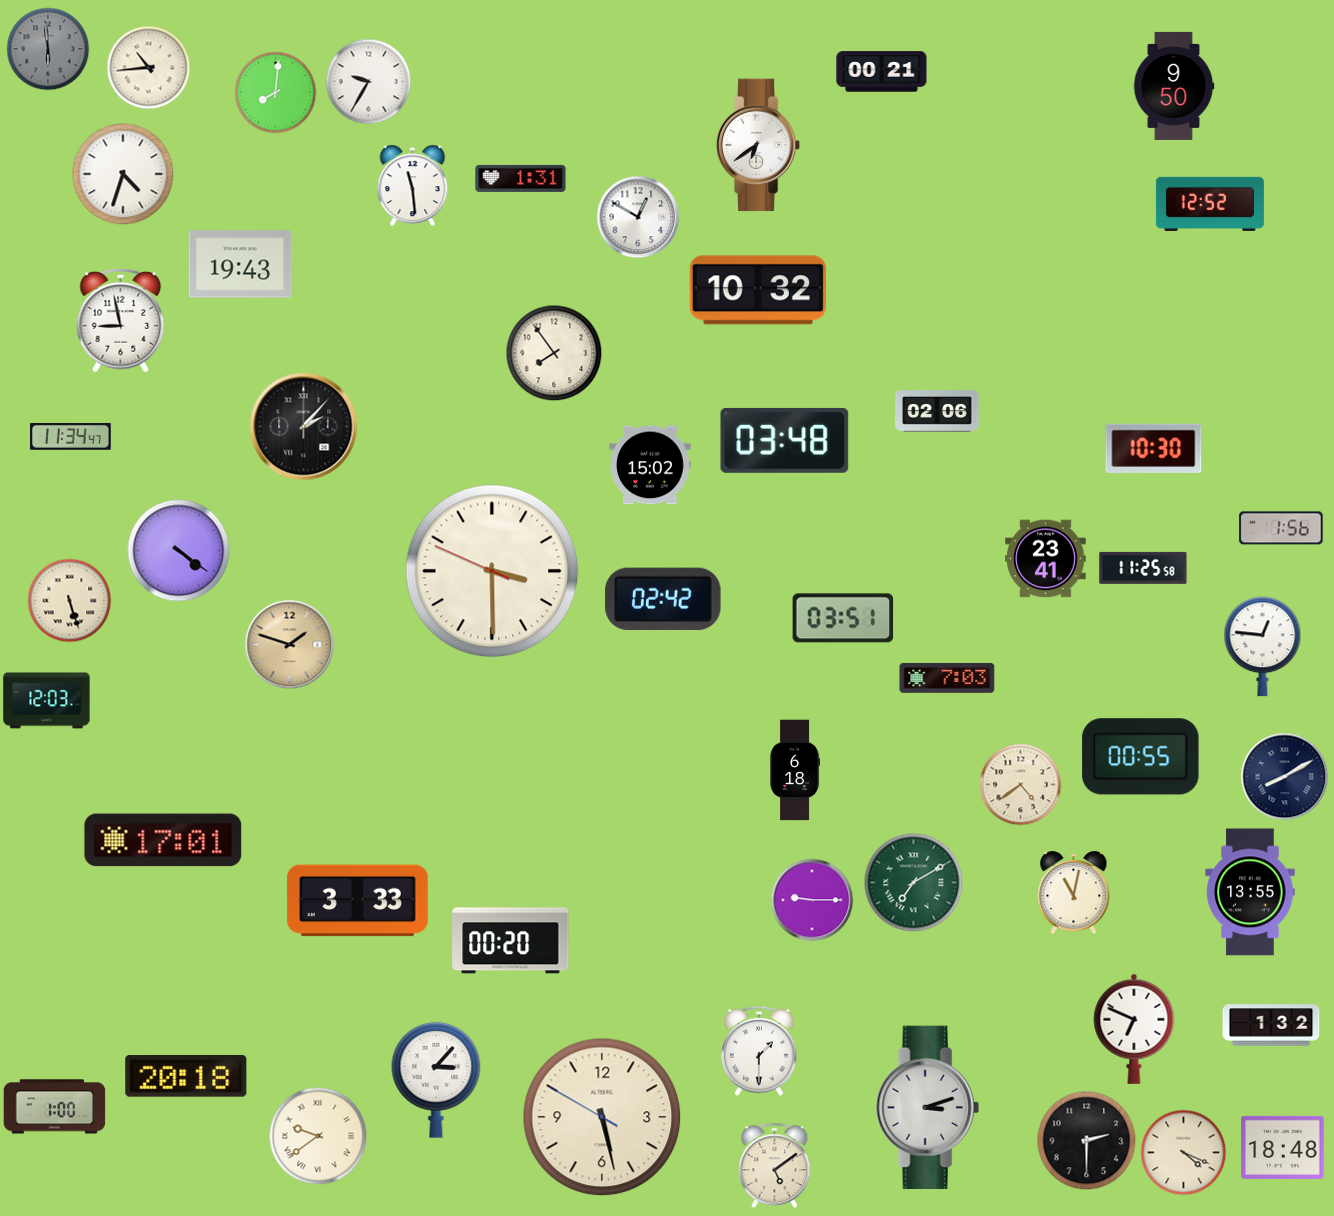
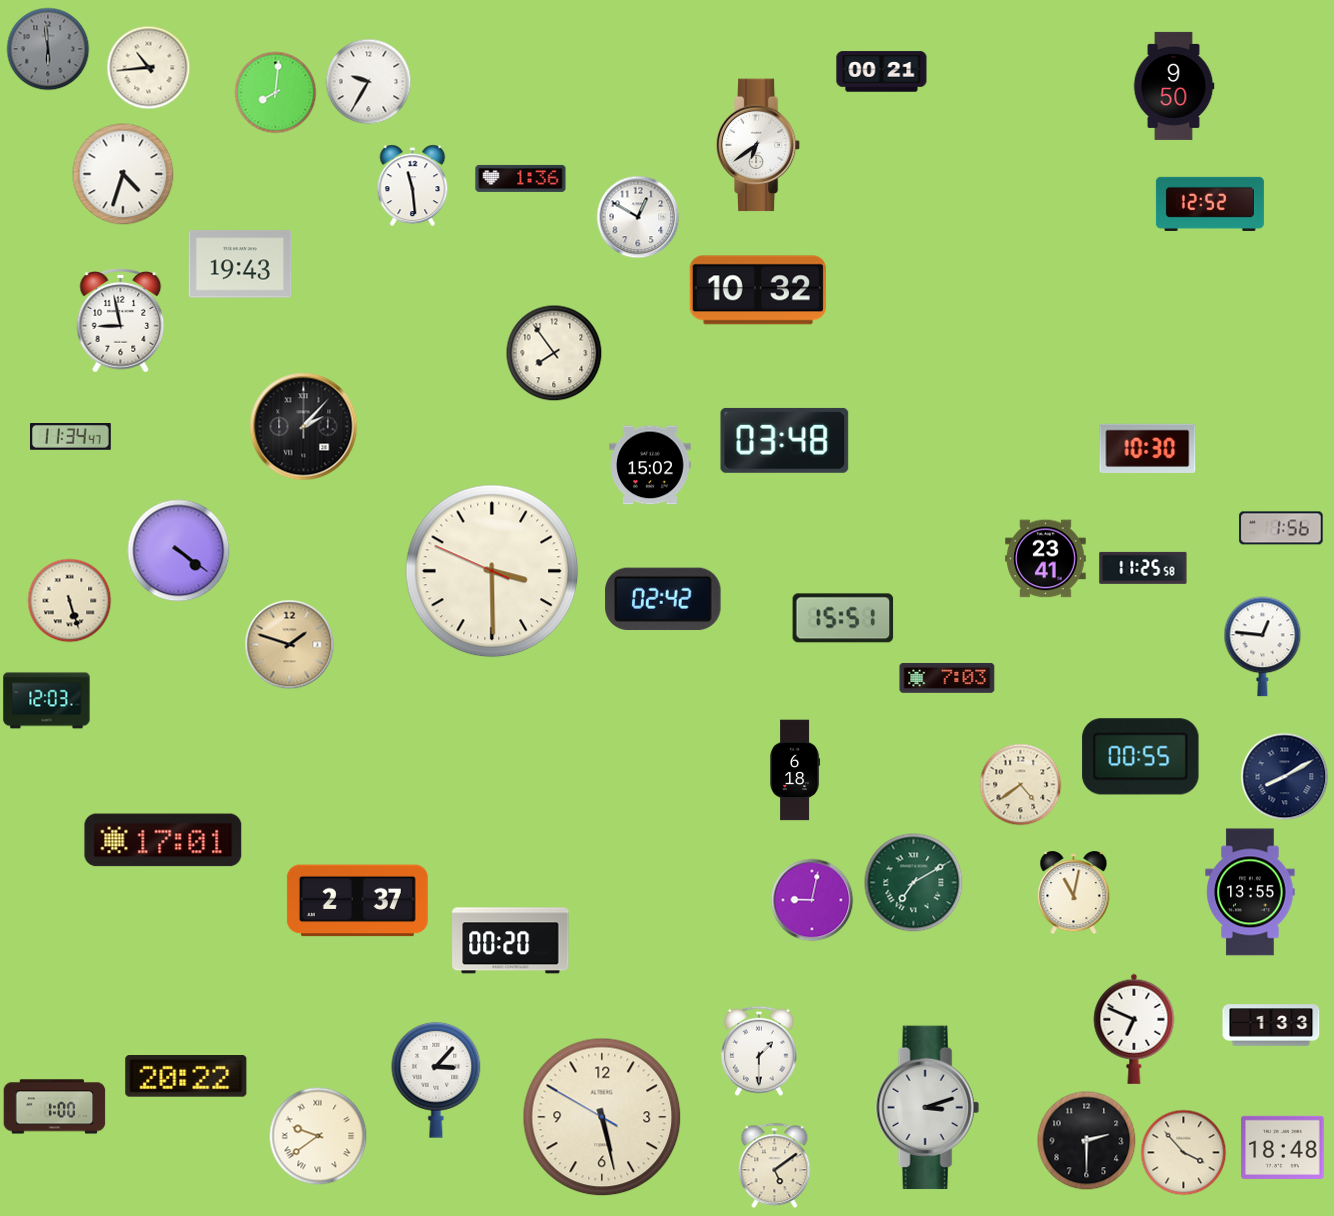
clock at (521, 178): 1:31 -> 1:36
clock at (937, 411): 02:06 -> none
clock at (1154, 448) position: (1154, 448) -> (1148, 448)
clock at (843, 618): 03:51 -> 15:51
clock at (812, 900): 9:15 -> 9:02
clock at (357, 901): 3:33 -> 2:37
clock at (1271, 1025): 1:32 -> 1:33
clock at (186, 1077): 20:18 -> 20:22
clock at (1184, 1153): 4:19 -> 3:53
